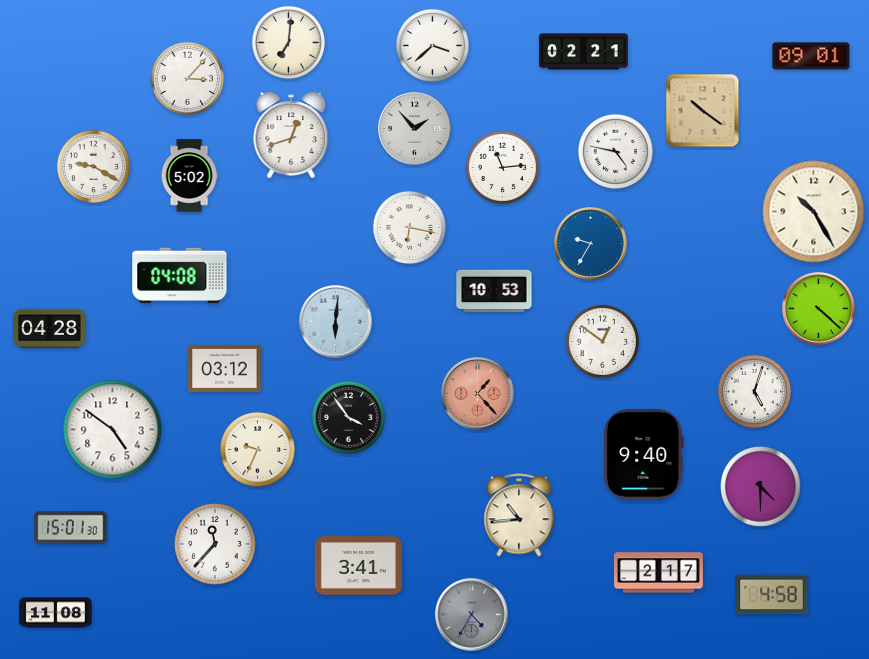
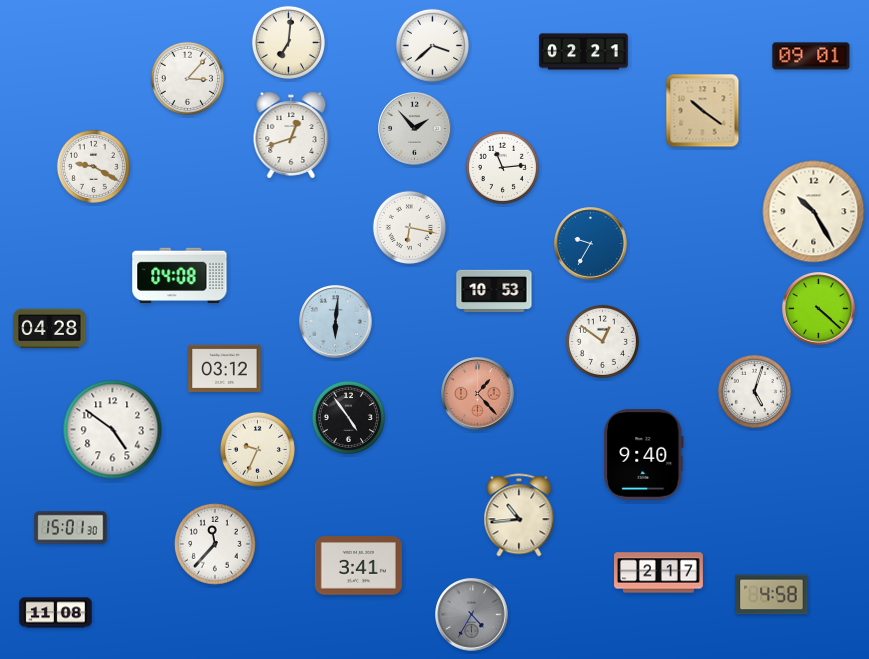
clock at (615, 151): 4:47 -> none
clock at (189, 176): 5:02 -> none
clock at (348, 417): 3:54 -> 4:54
clock at (761, 487): 4:30 -> none
